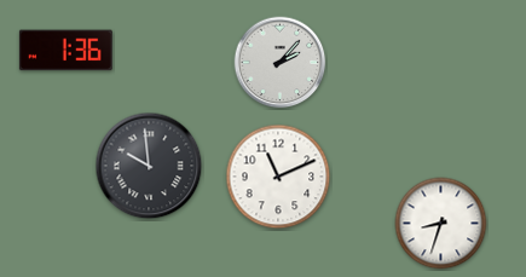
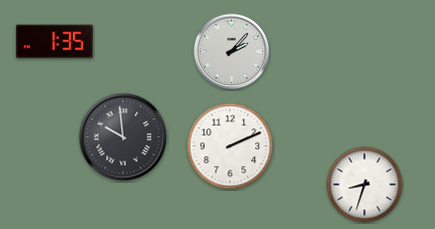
clock at (65, 51): 1:36 -> 1:35
clock at (278, 177): 11:11 -> 2:11
